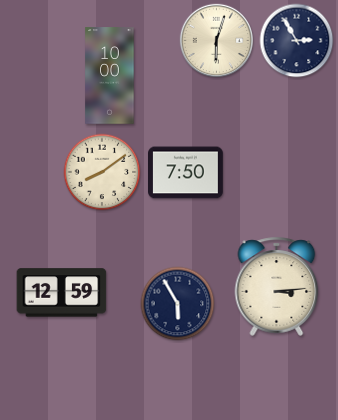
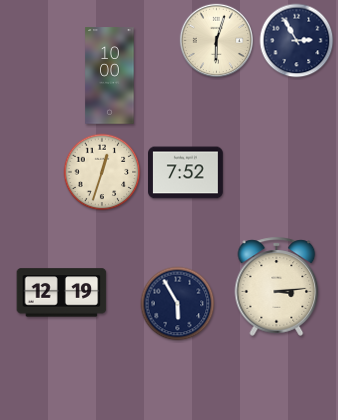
clock at (102, 172): 8:09 -> 12:33
clock at (186, 173): 7:50 -> 7:52
clock at (62, 293): 12:59 -> 12:19
